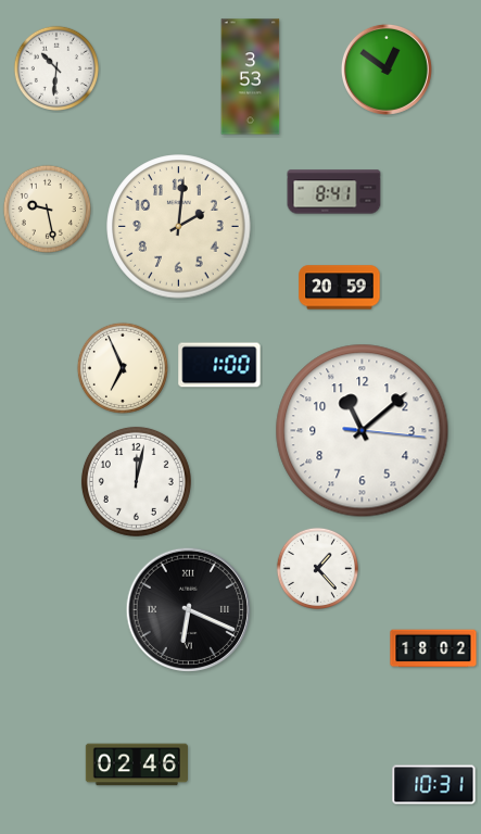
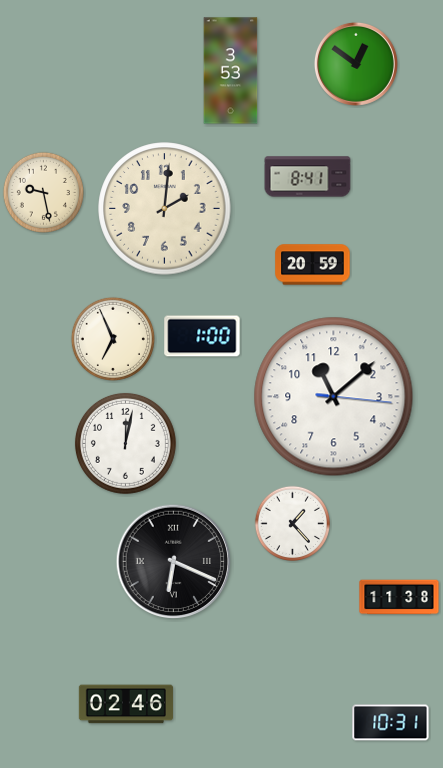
clock at (55, 67): 10:31 -> none
clock at (433, 648): 18:02 -> 11:38
clock at (434, 785) position: (434, 785) -> (391, 723)
